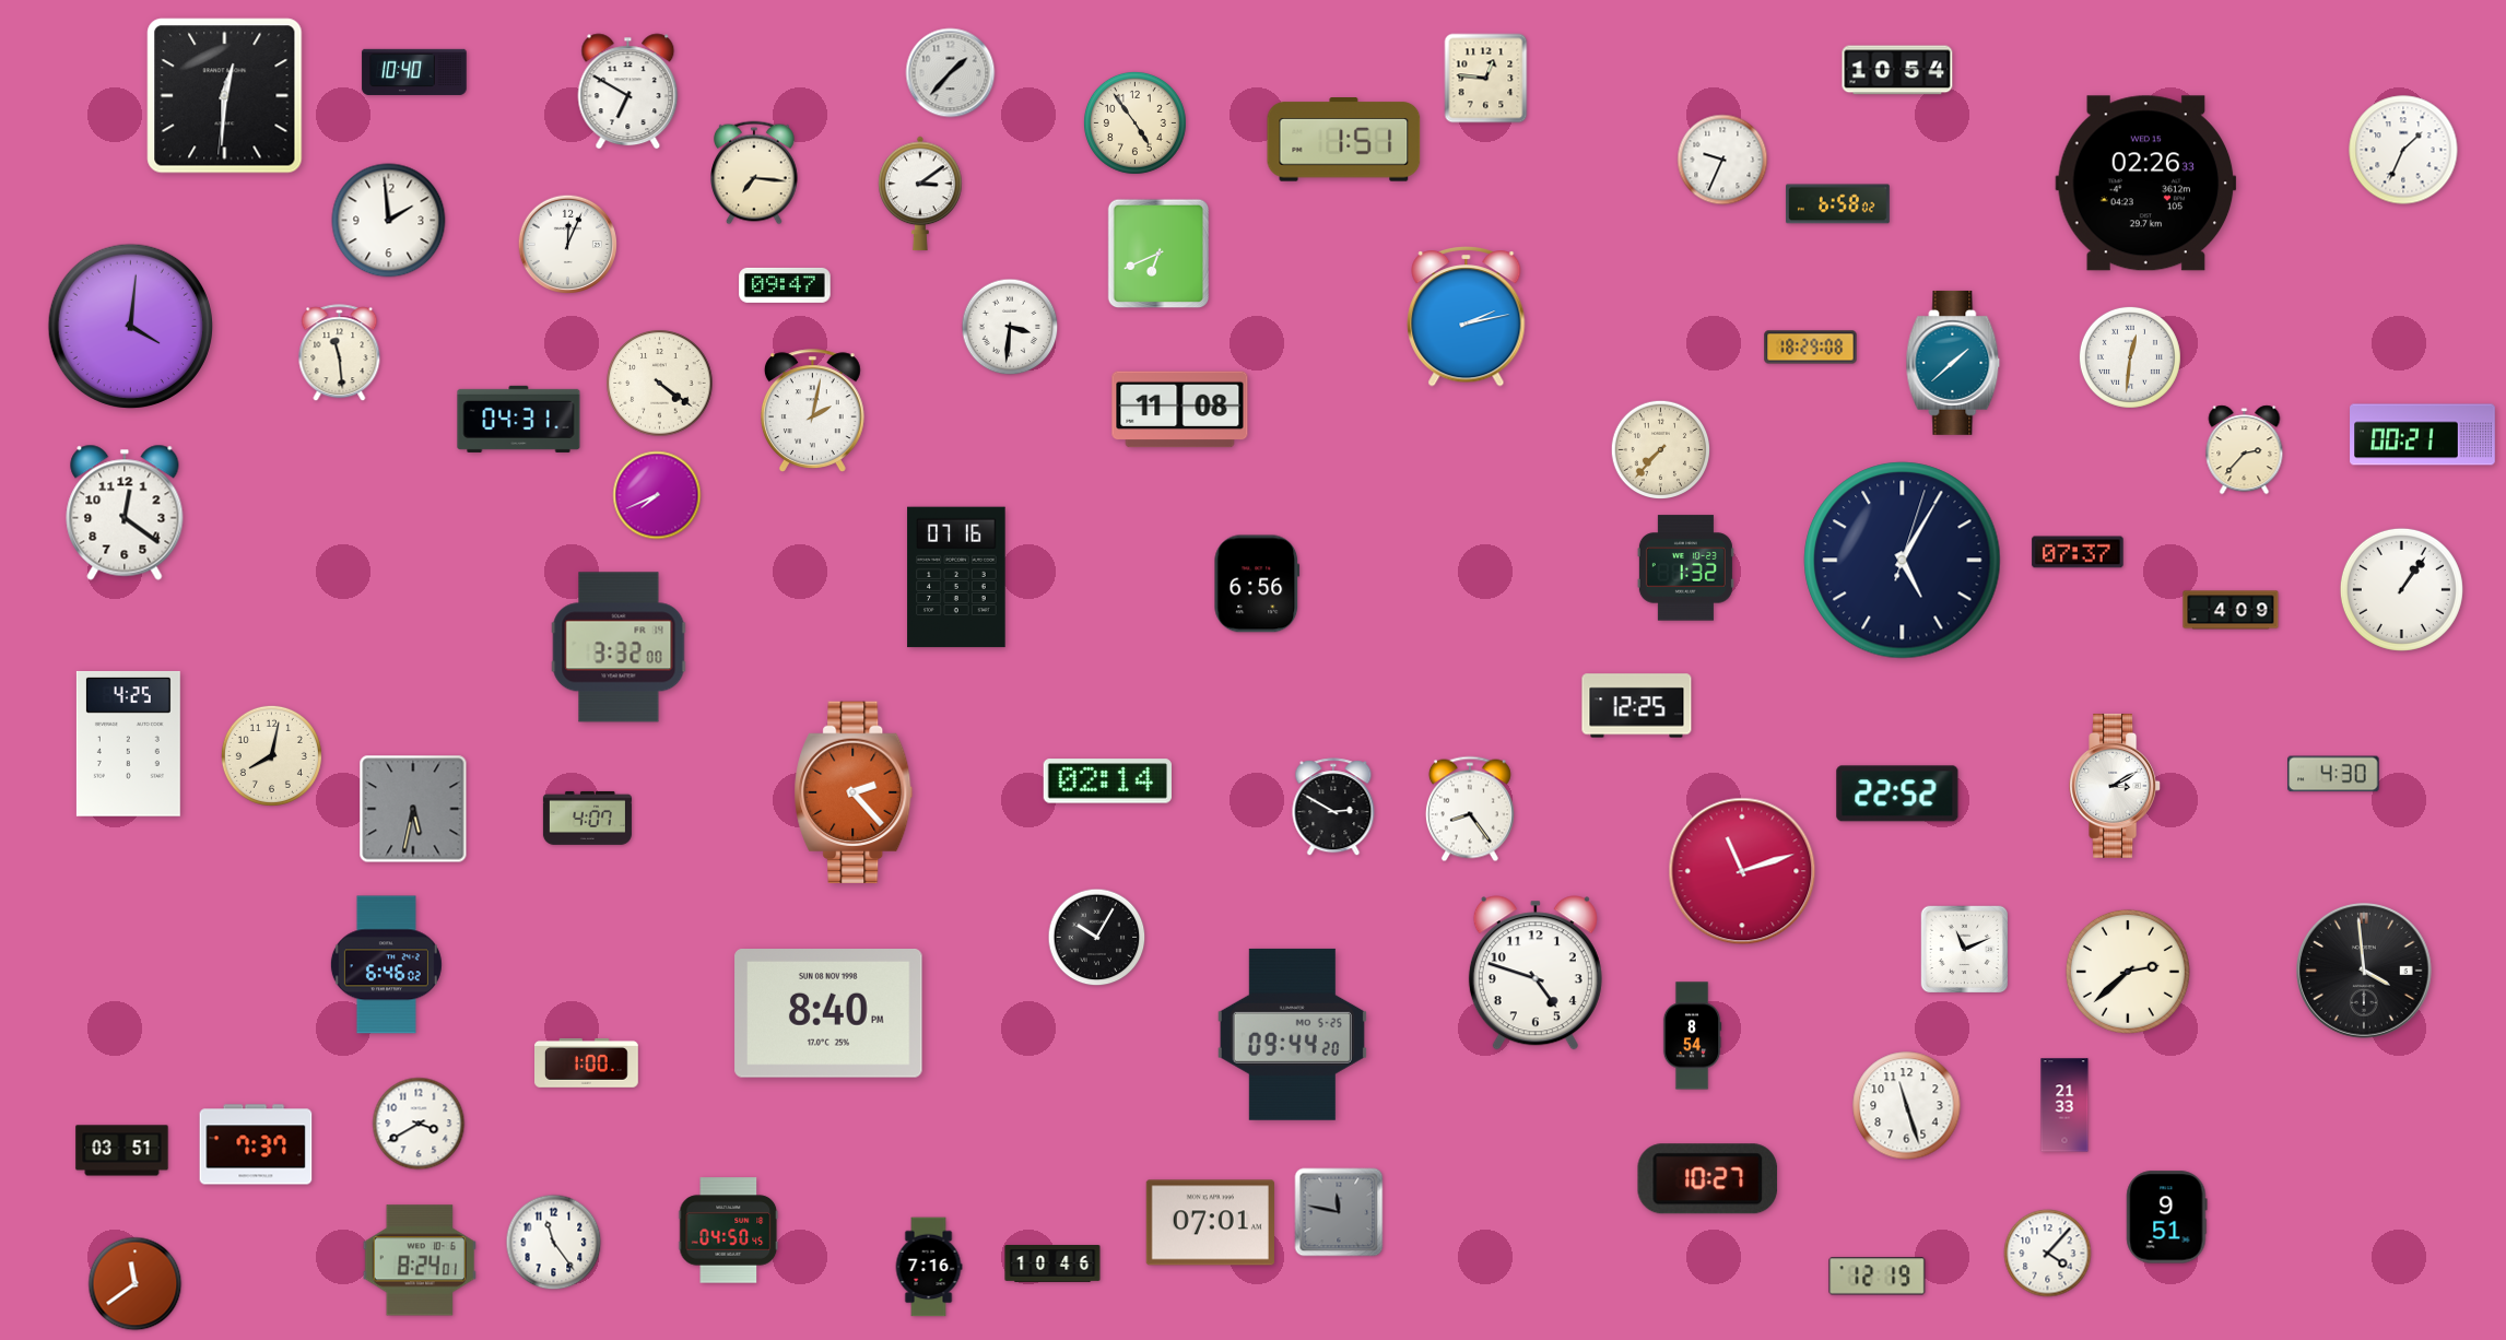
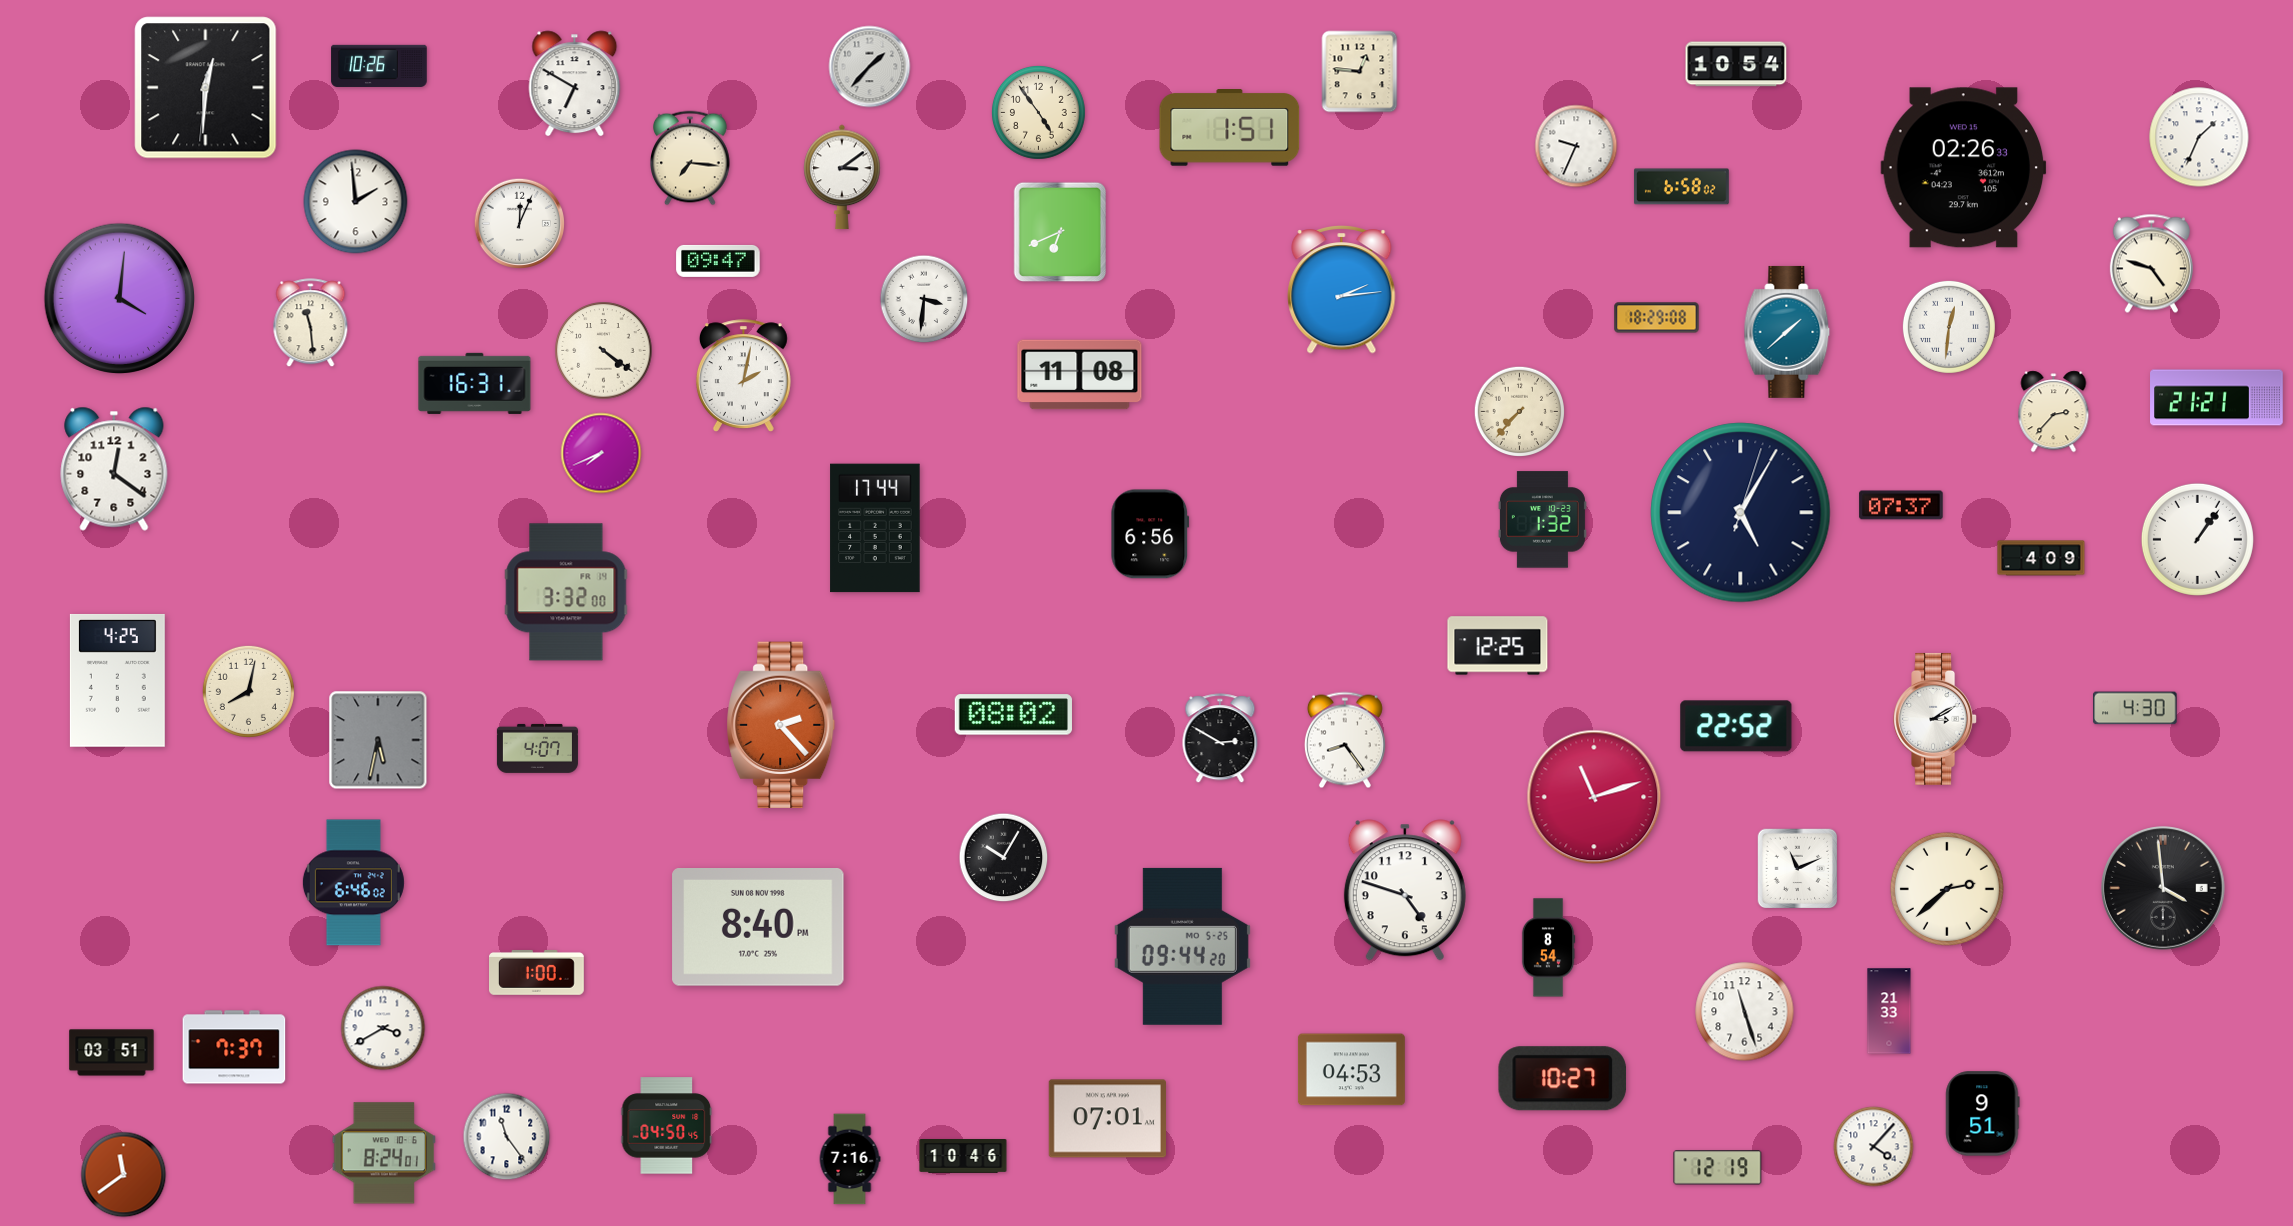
clock at (414, 72): 10:40 -> 10:26
clock at (2151, 264): none -> 4:48
clock at (1467, 317): 2:13 -> 2:14
clock at (519, 419): 04:31 -> 16:31
clock at (2423, 435): 00:21 -> 21:21
clock at (956, 577): 07:16 -> 17:44
clock at (1107, 781): 02:14 -> 08:02
clock at (1351, 1070): none -> 04:53
clock at (1339, 1212): 11:47 -> none
